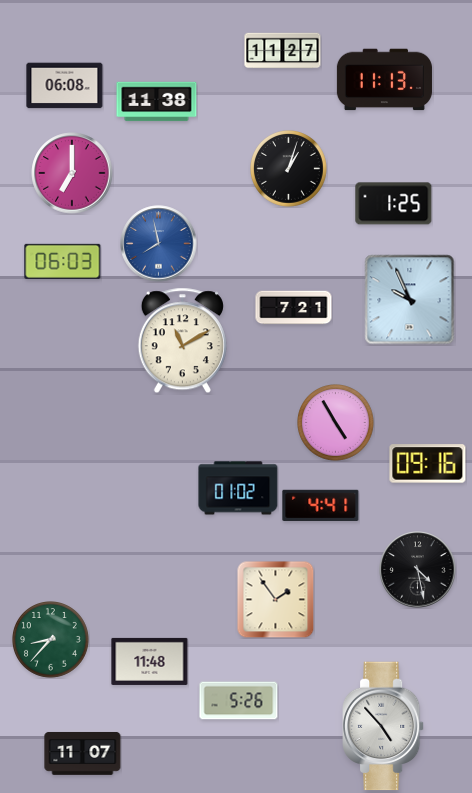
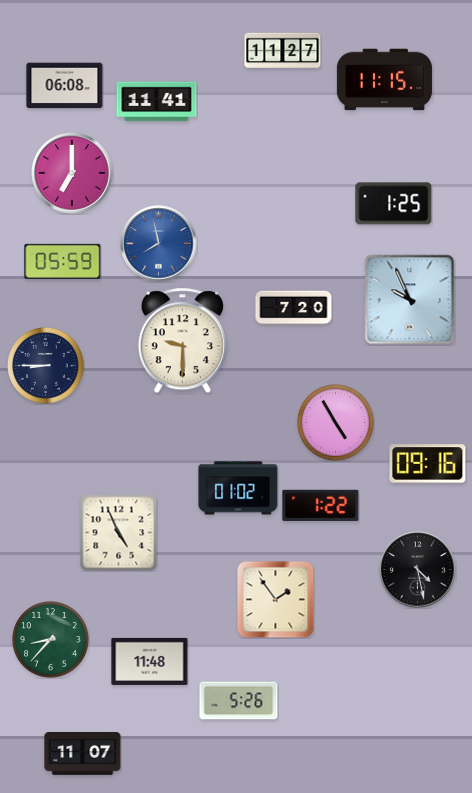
clock at (384, 80): 11:13 -> 11:15
clock at (157, 102): 11:38 -> 11:41
clock at (289, 169): 1:03 -> none
clock at (63, 261): 06:03 -> 05:59
clock at (294, 308): 7:21 -> 7:20
clock at (182, 341): 11:10 -> 9:30
clock at (46, 366): none -> 8:45
clock at (321, 505): 4:41 -> 1:22
clock at (118, 532): none -> 4:56
clock at (384, 726): 4:53 -> none
